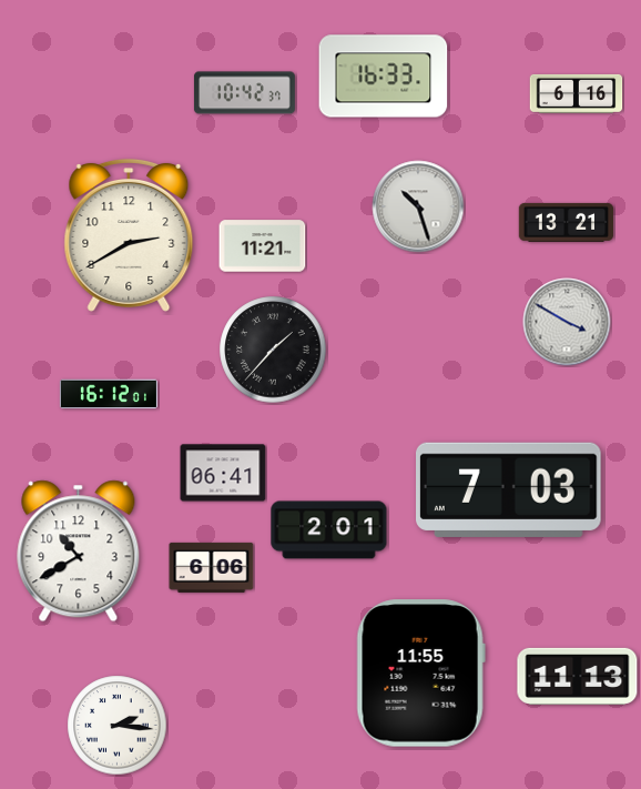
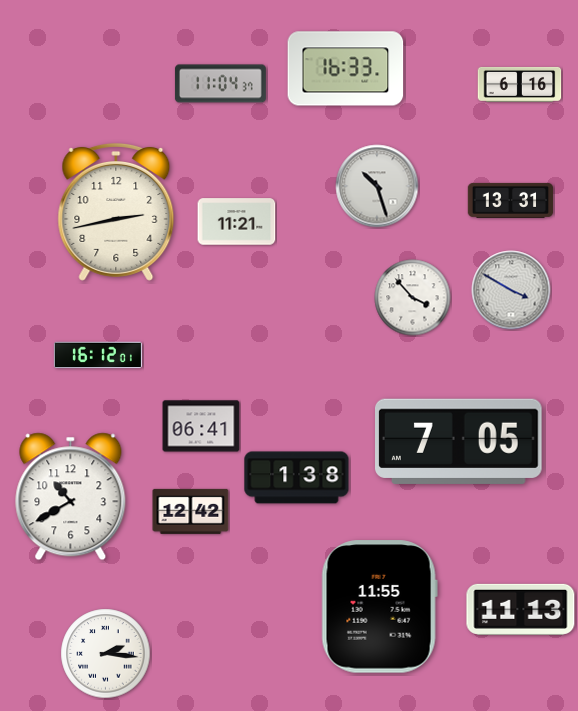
clock at (244, 93): 10:42 -> 11:04
clock at (567, 222): 13:21 -> 13:31
clock at (129, 235): 2:40 -> 2:43
clock at (413, 298): none -> 3:53
clock at (273, 350): 1:37 -> none
clock at (509, 489): 7:03 -> 7:05
clock at (329, 530): 2:01 -> 1:38
clock at (212, 567): 6:06 -> 12:42
